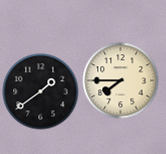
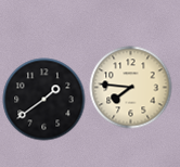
clock at (121, 81): 7:45 -> 7:46
